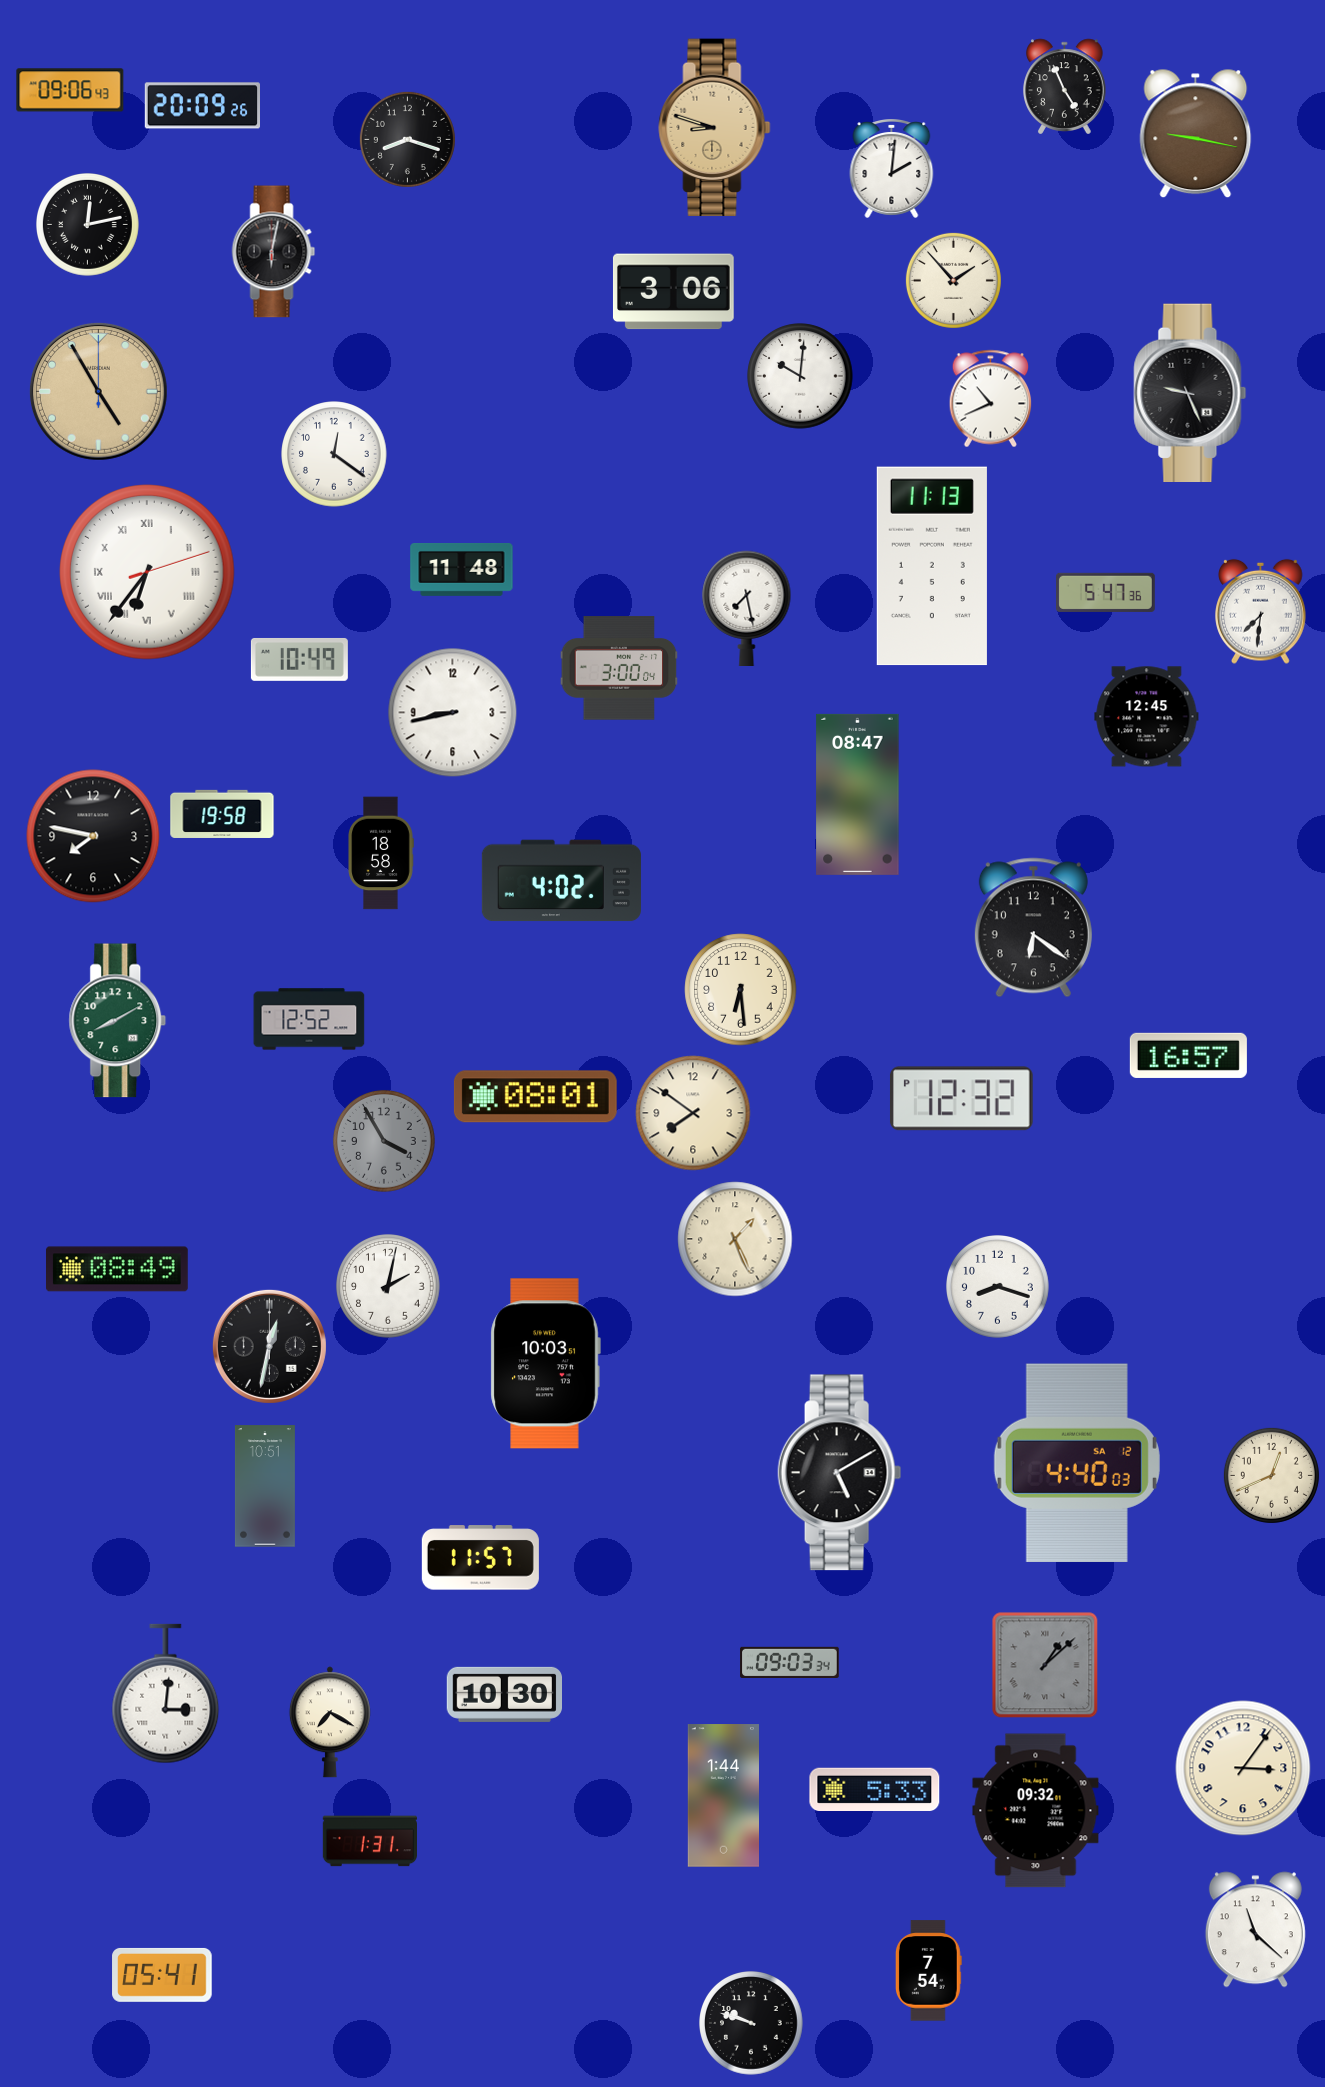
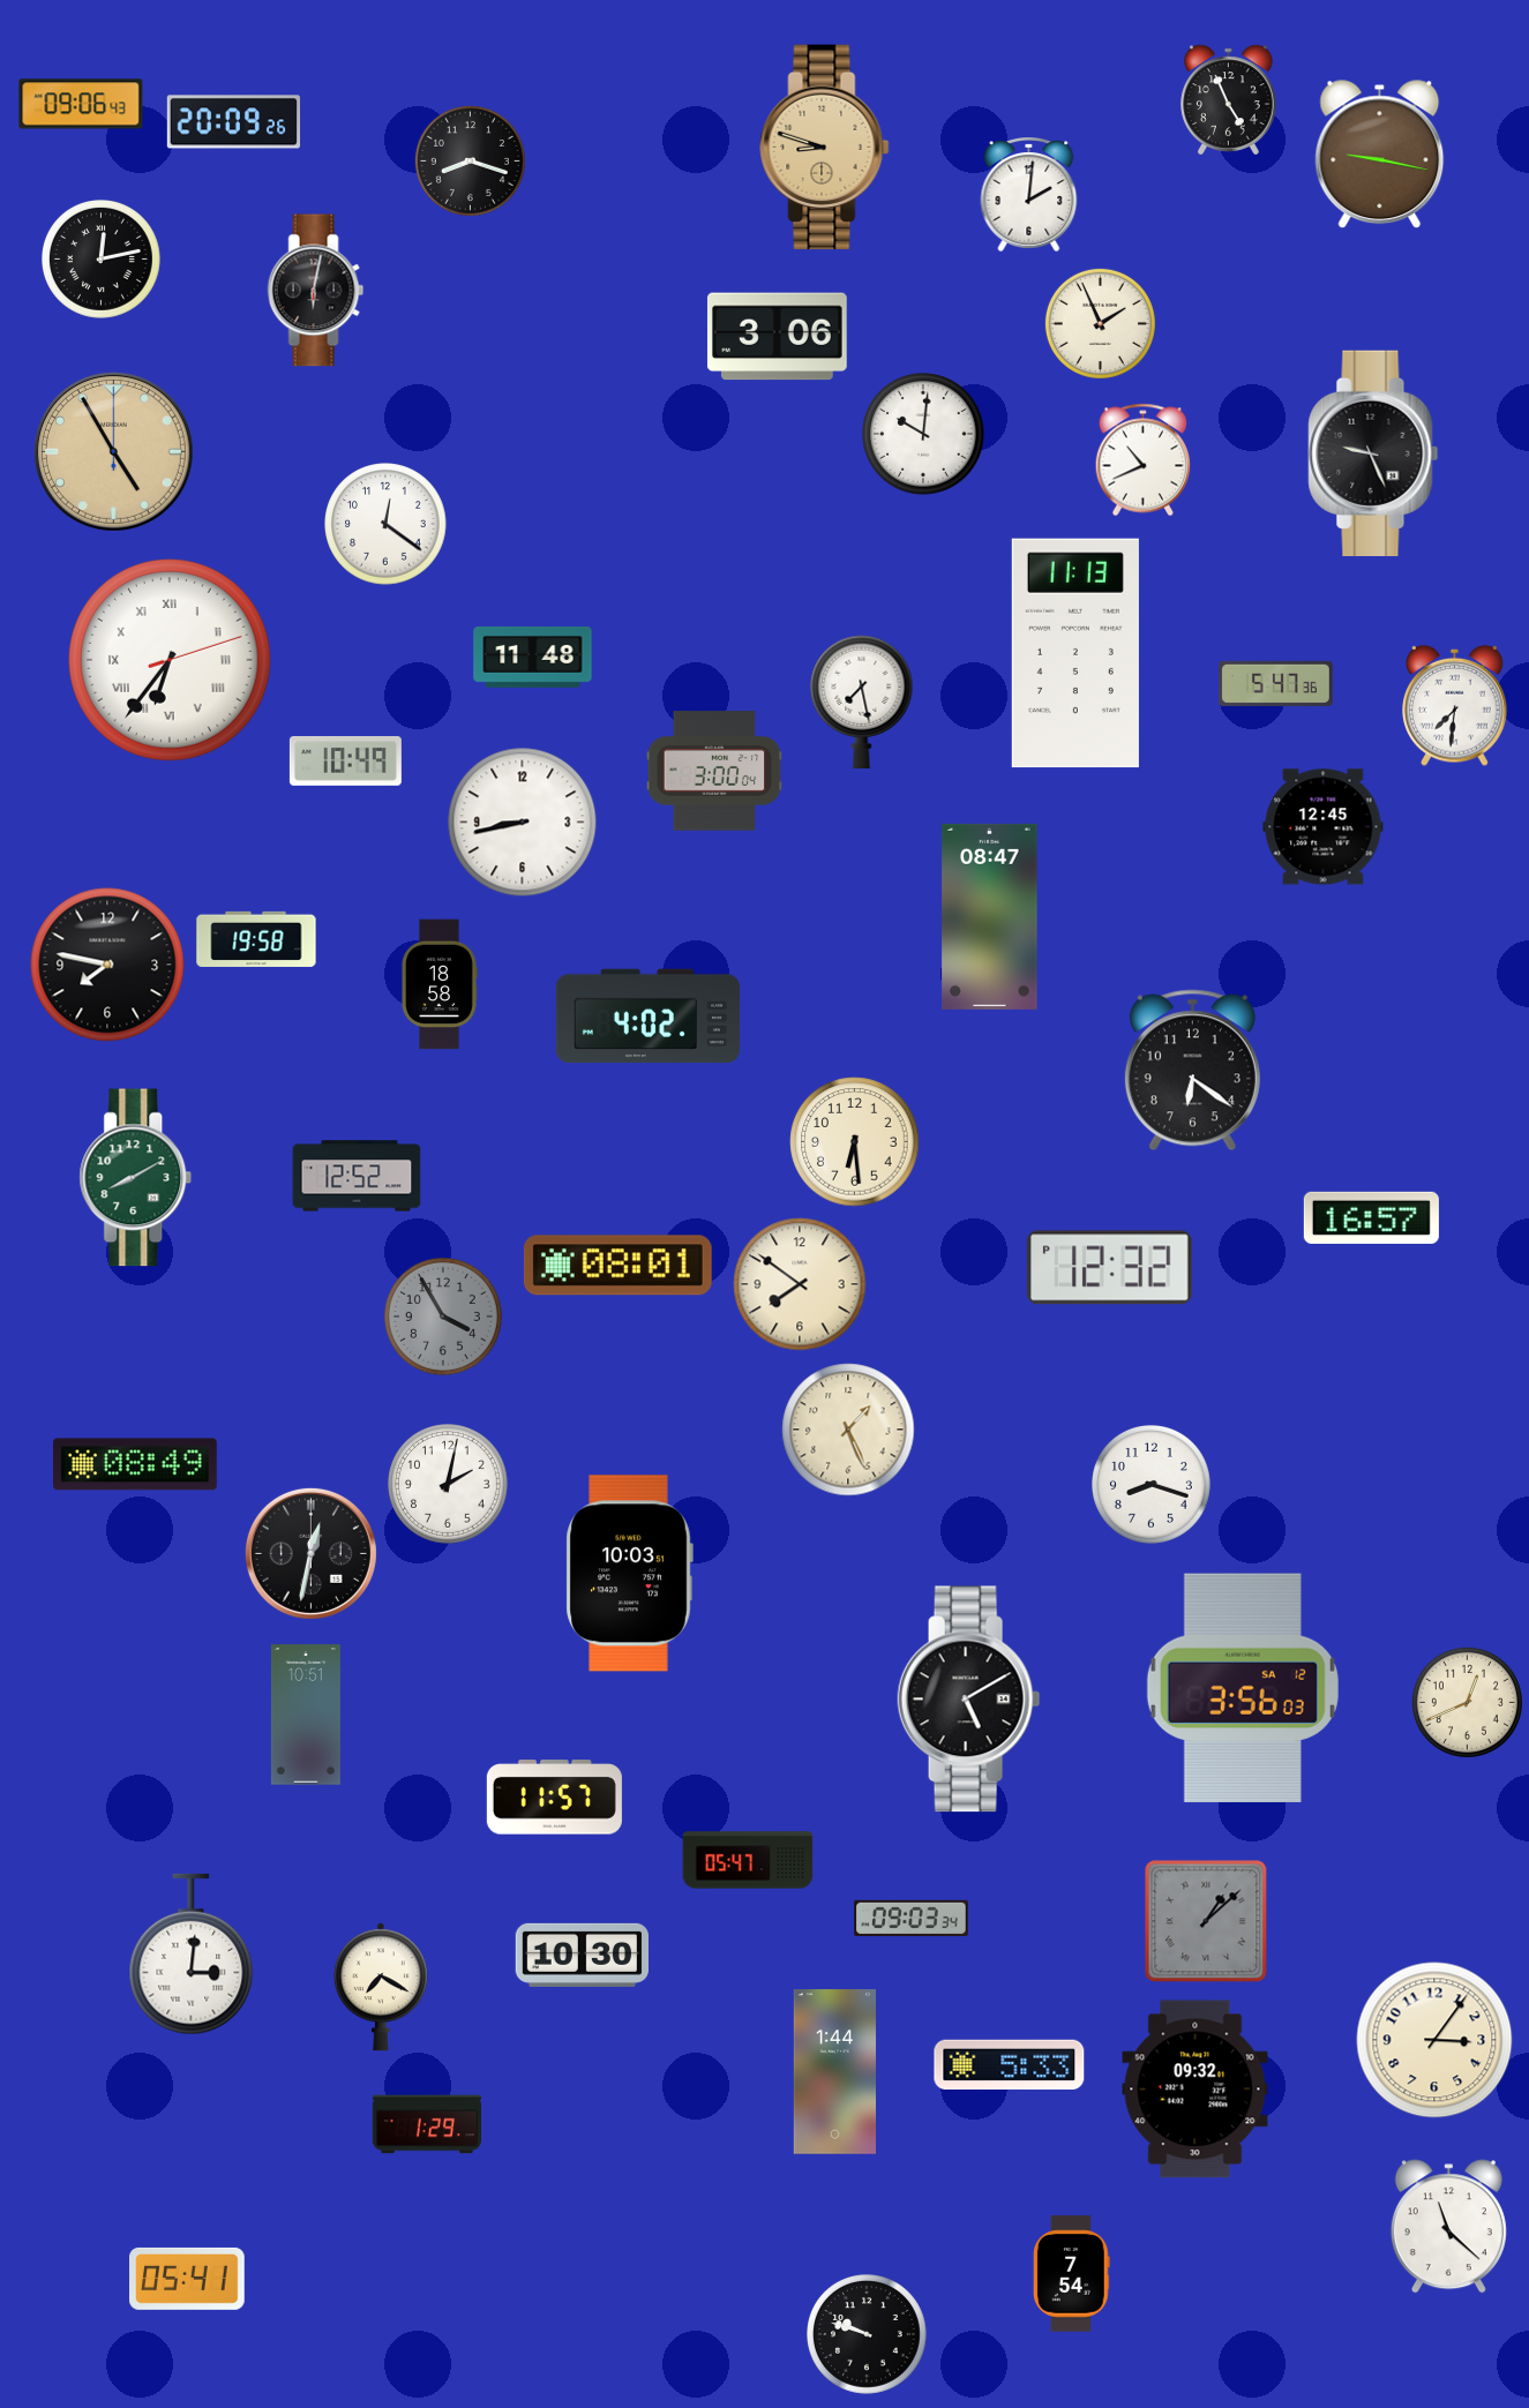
clock at (953, 280): 1:53 -> 1:56
clock at (1077, 1462): 4:40 -> 3:56
clock at (748, 1860): none -> 05:47
clock at (369, 1841): 1:31 -> 1:29
